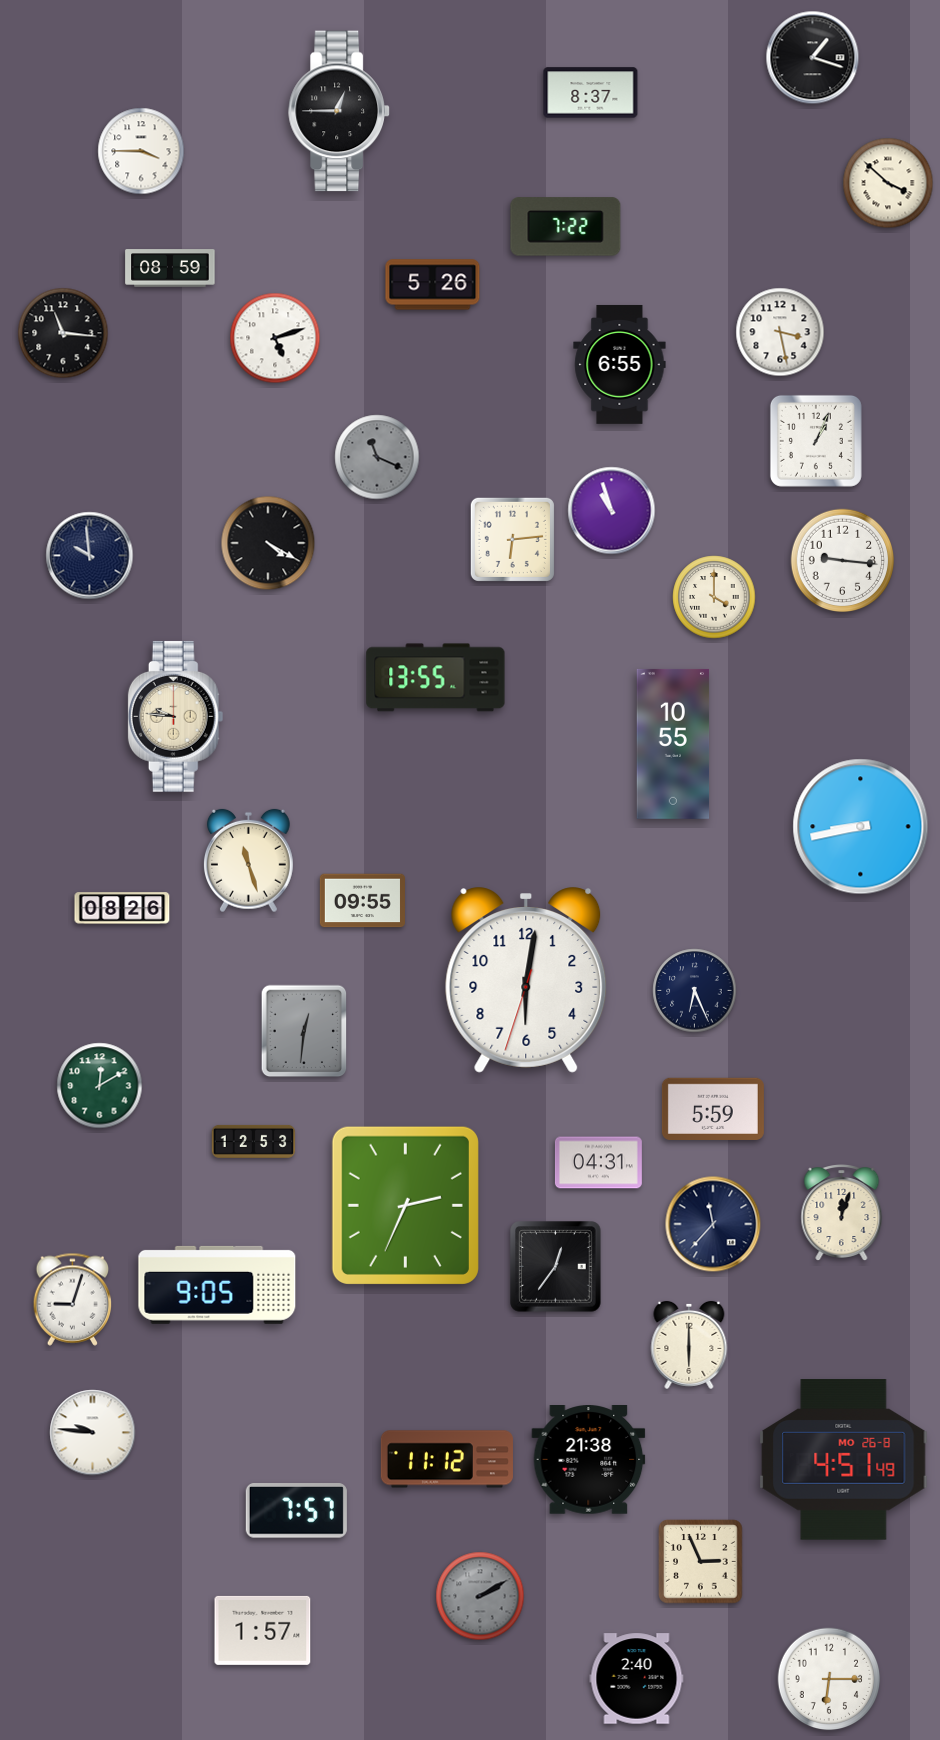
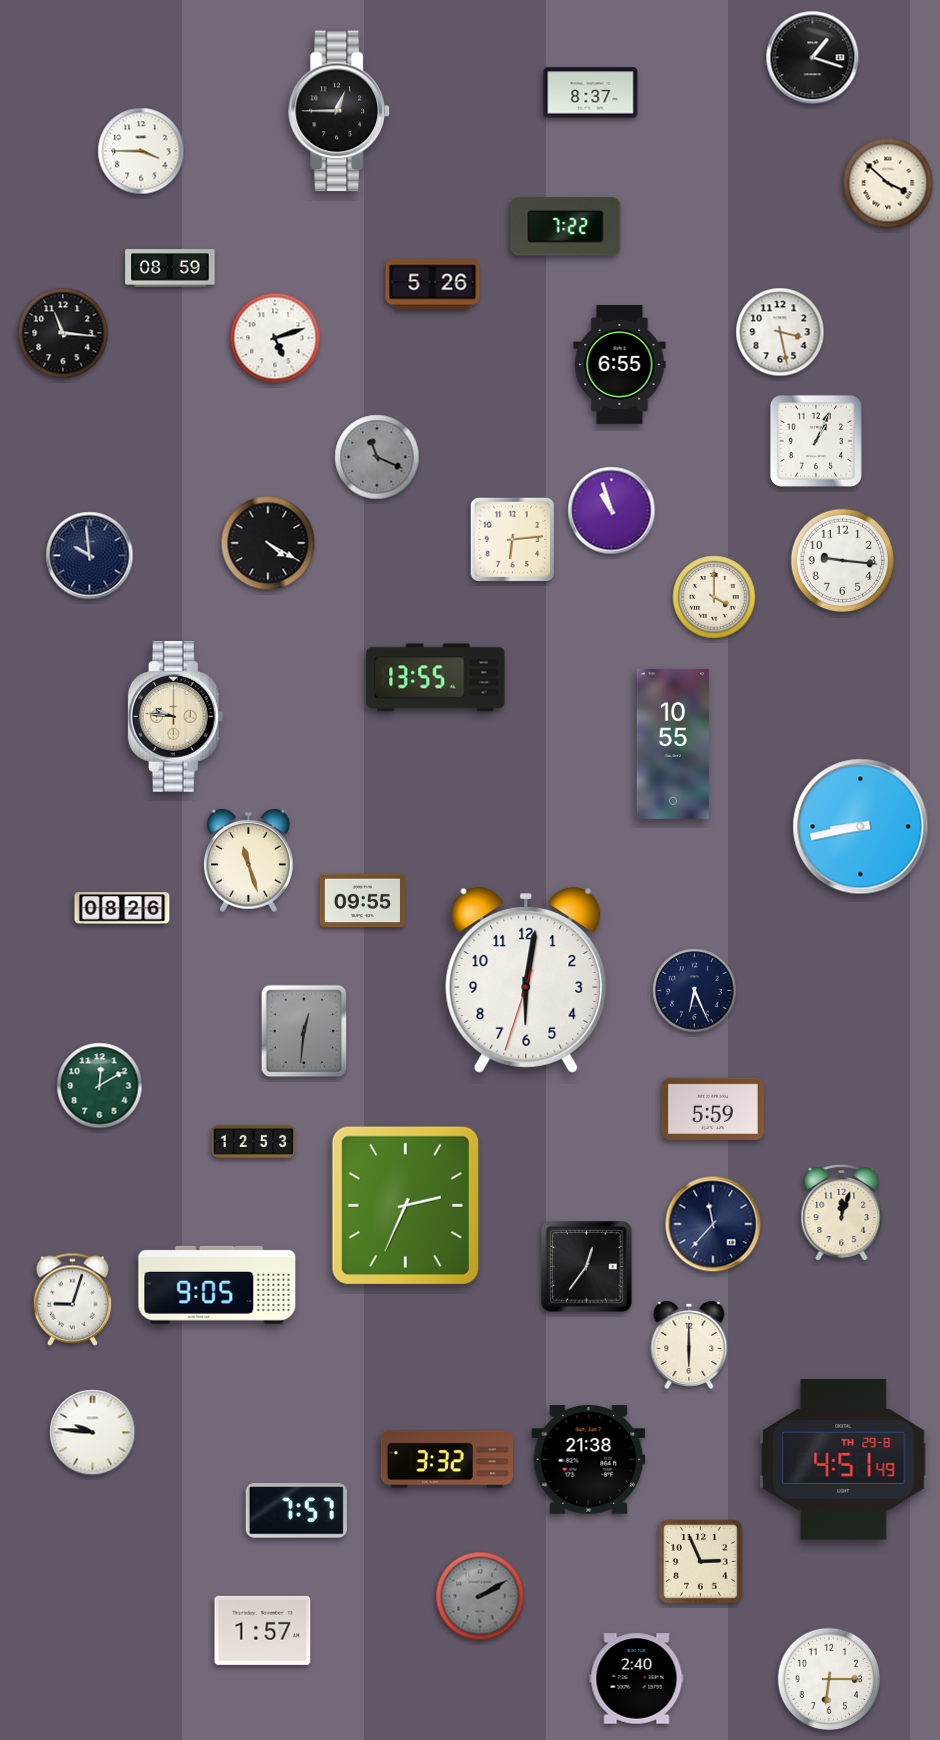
clock at (598, 1163): 04:31 -> none
clock at (556, 1267) position: (556, 1267) -> (587, 1267)
clock at (447, 1459): 11:12 -> 3:32
clock at (844, 1460) date: MO 26-8 -> TH 29-8
